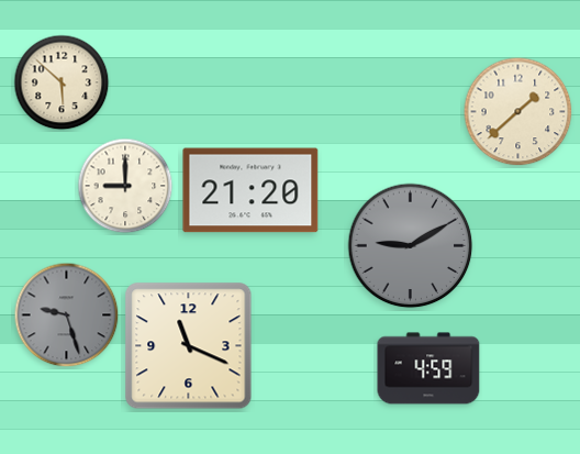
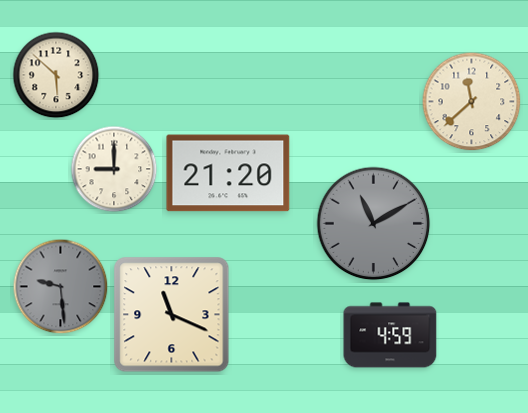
clock at (518, 112): 1:38 -> 11:38
clock at (411, 246): 9:10 -> 11:10
clock at (67, 315): 9:27 -> 9:29
